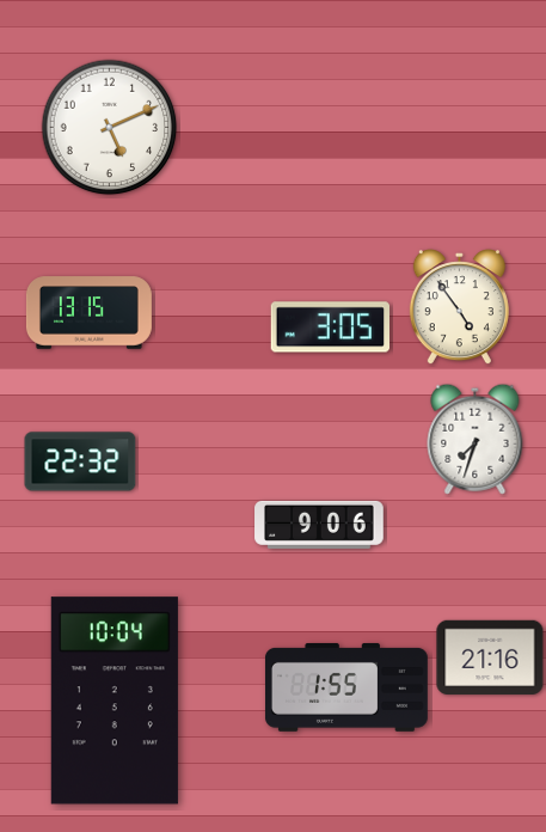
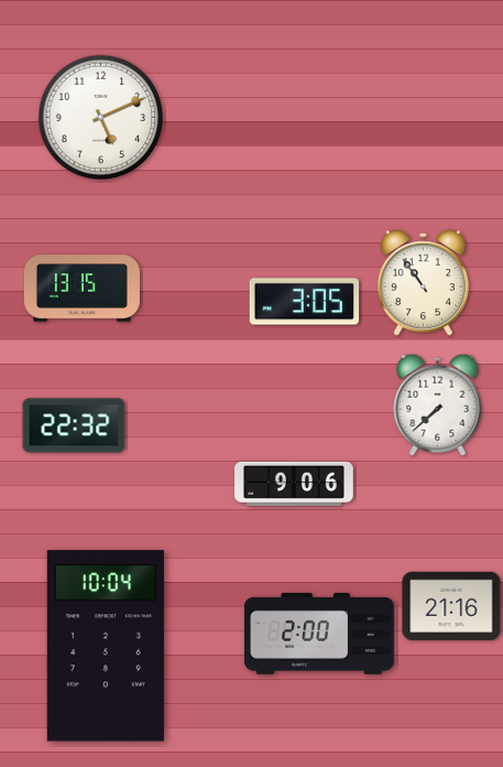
clock at (459, 307): 4:54 -> 10:54
clock at (476, 439): 7:33 -> 7:38
clock at (346, 687): 1:55 -> 2:00
